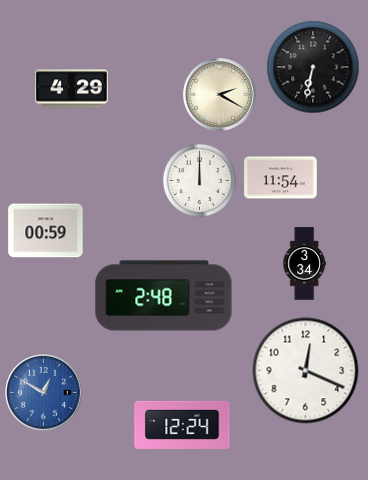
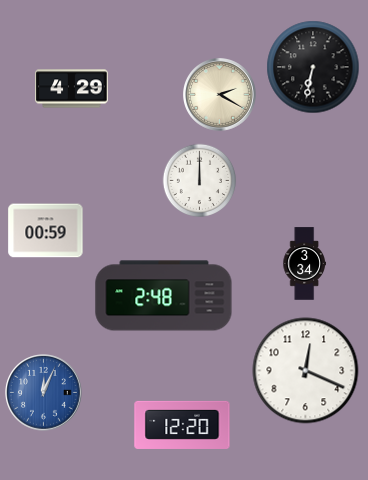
clock at (281, 178): 11:54 -> none
clock at (44, 393): 12:50 -> 12:04
clock at (182, 425): 12:24 -> 12:20
